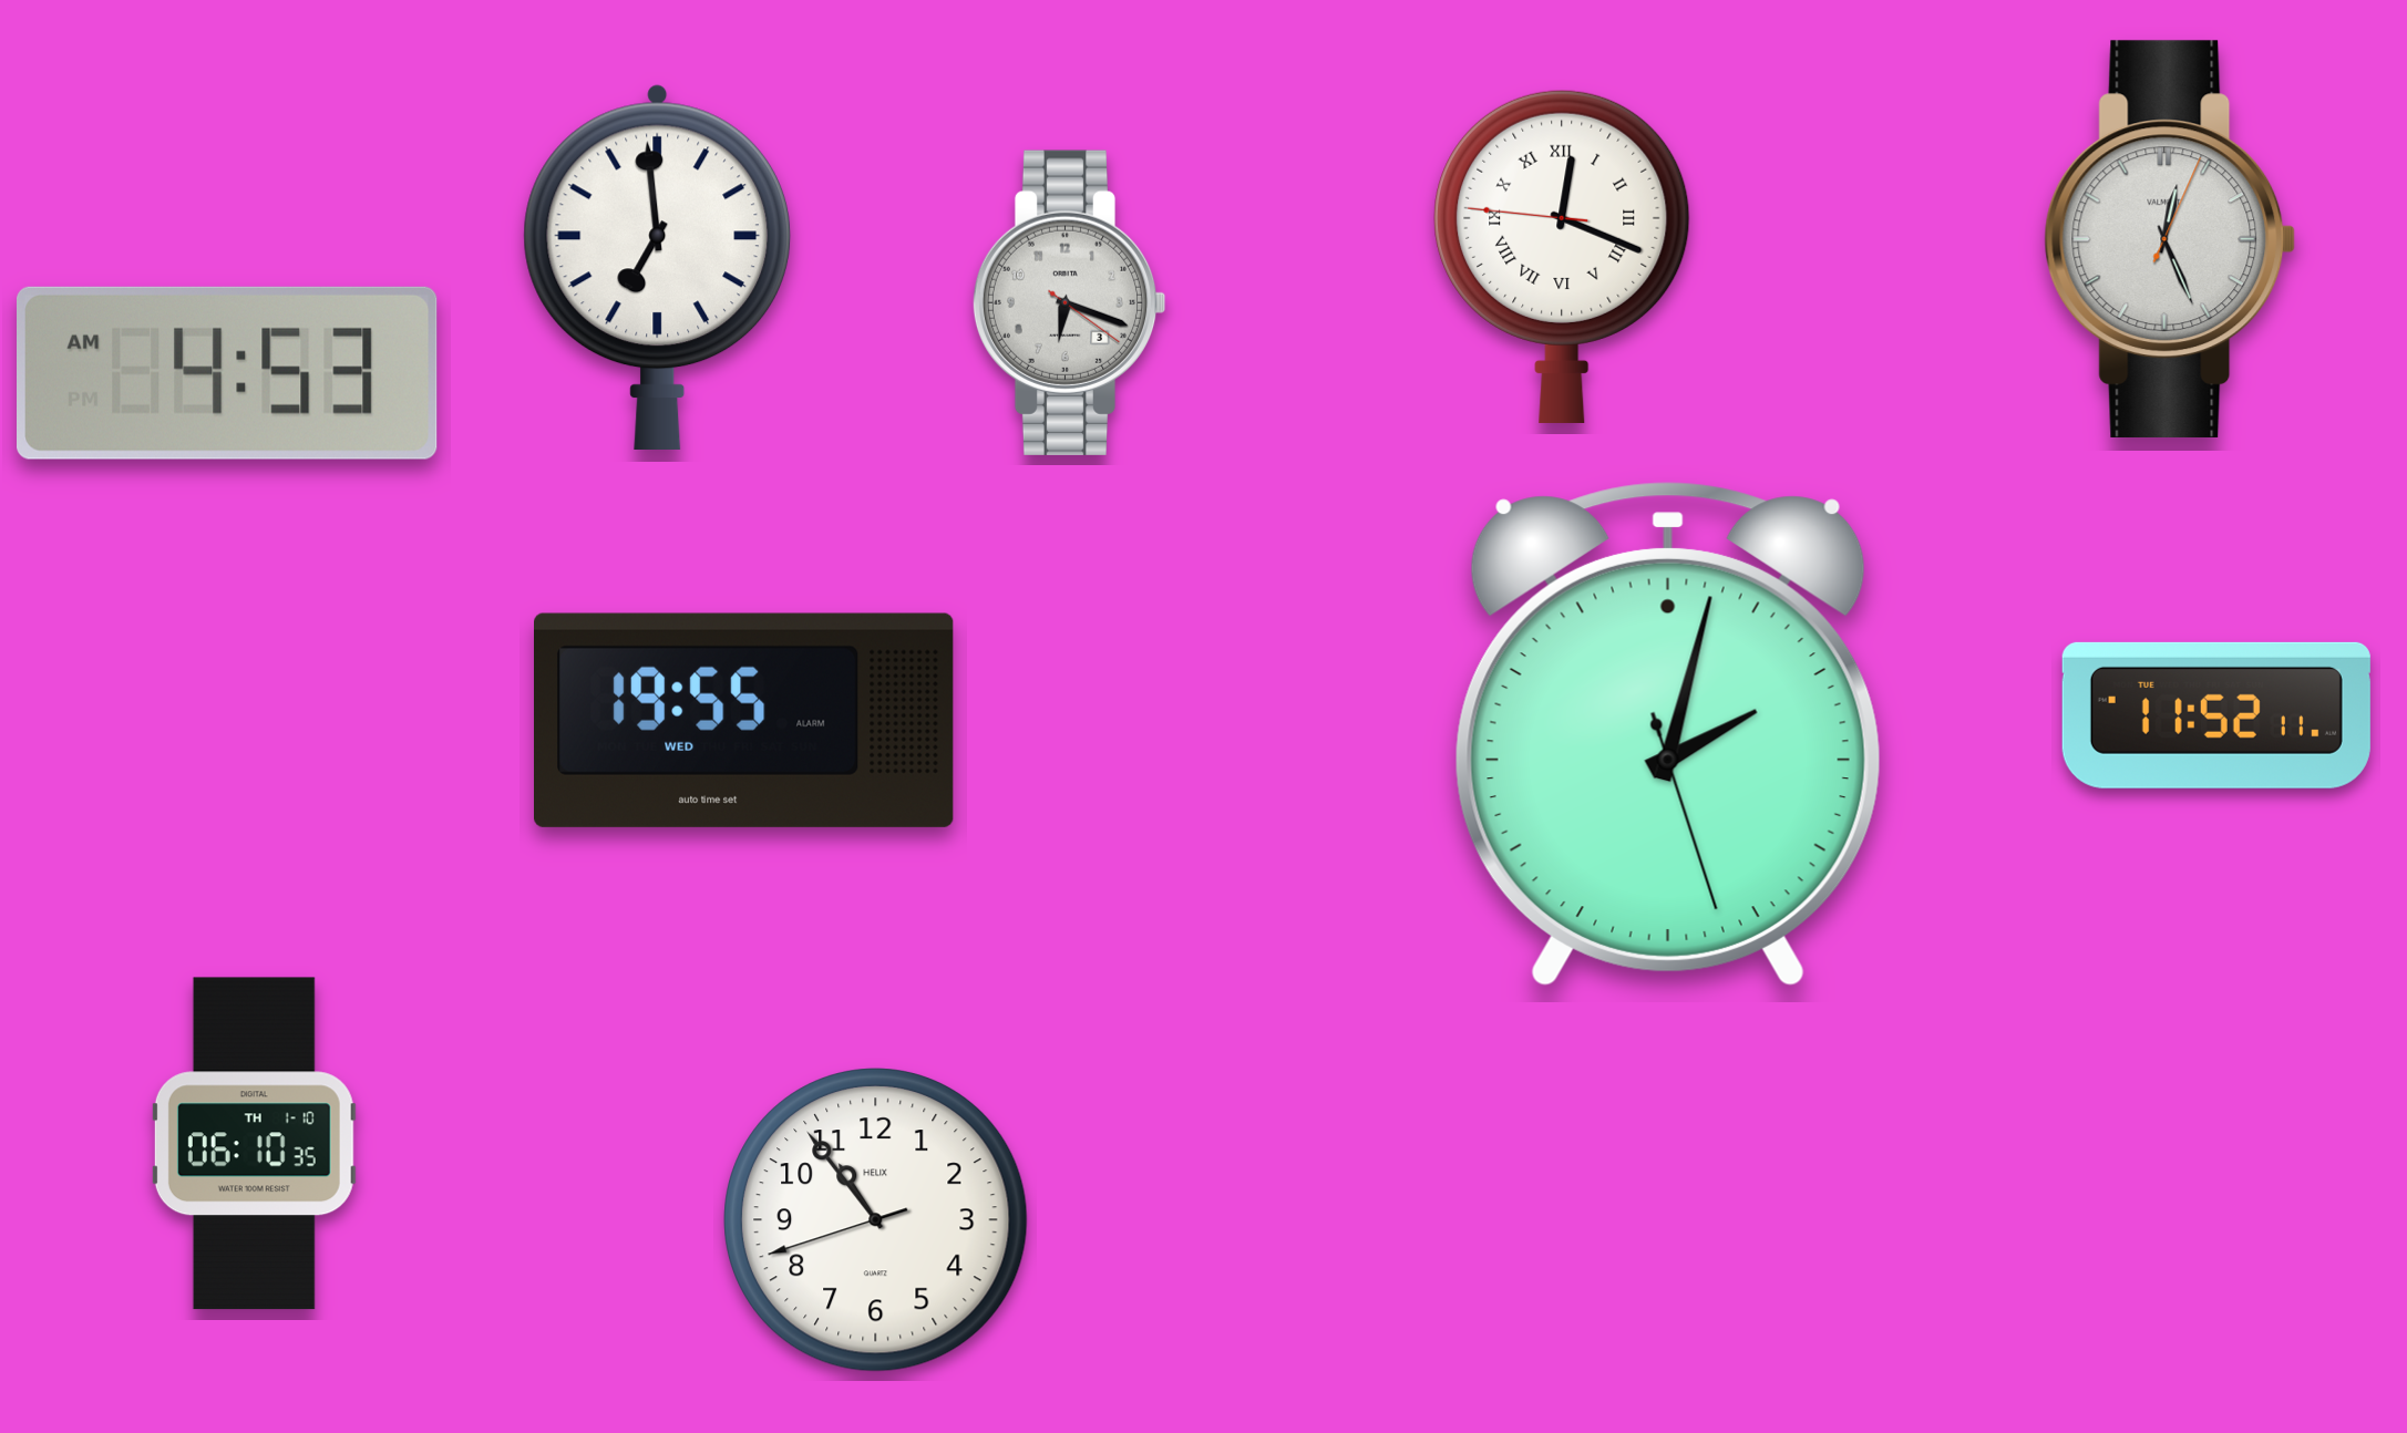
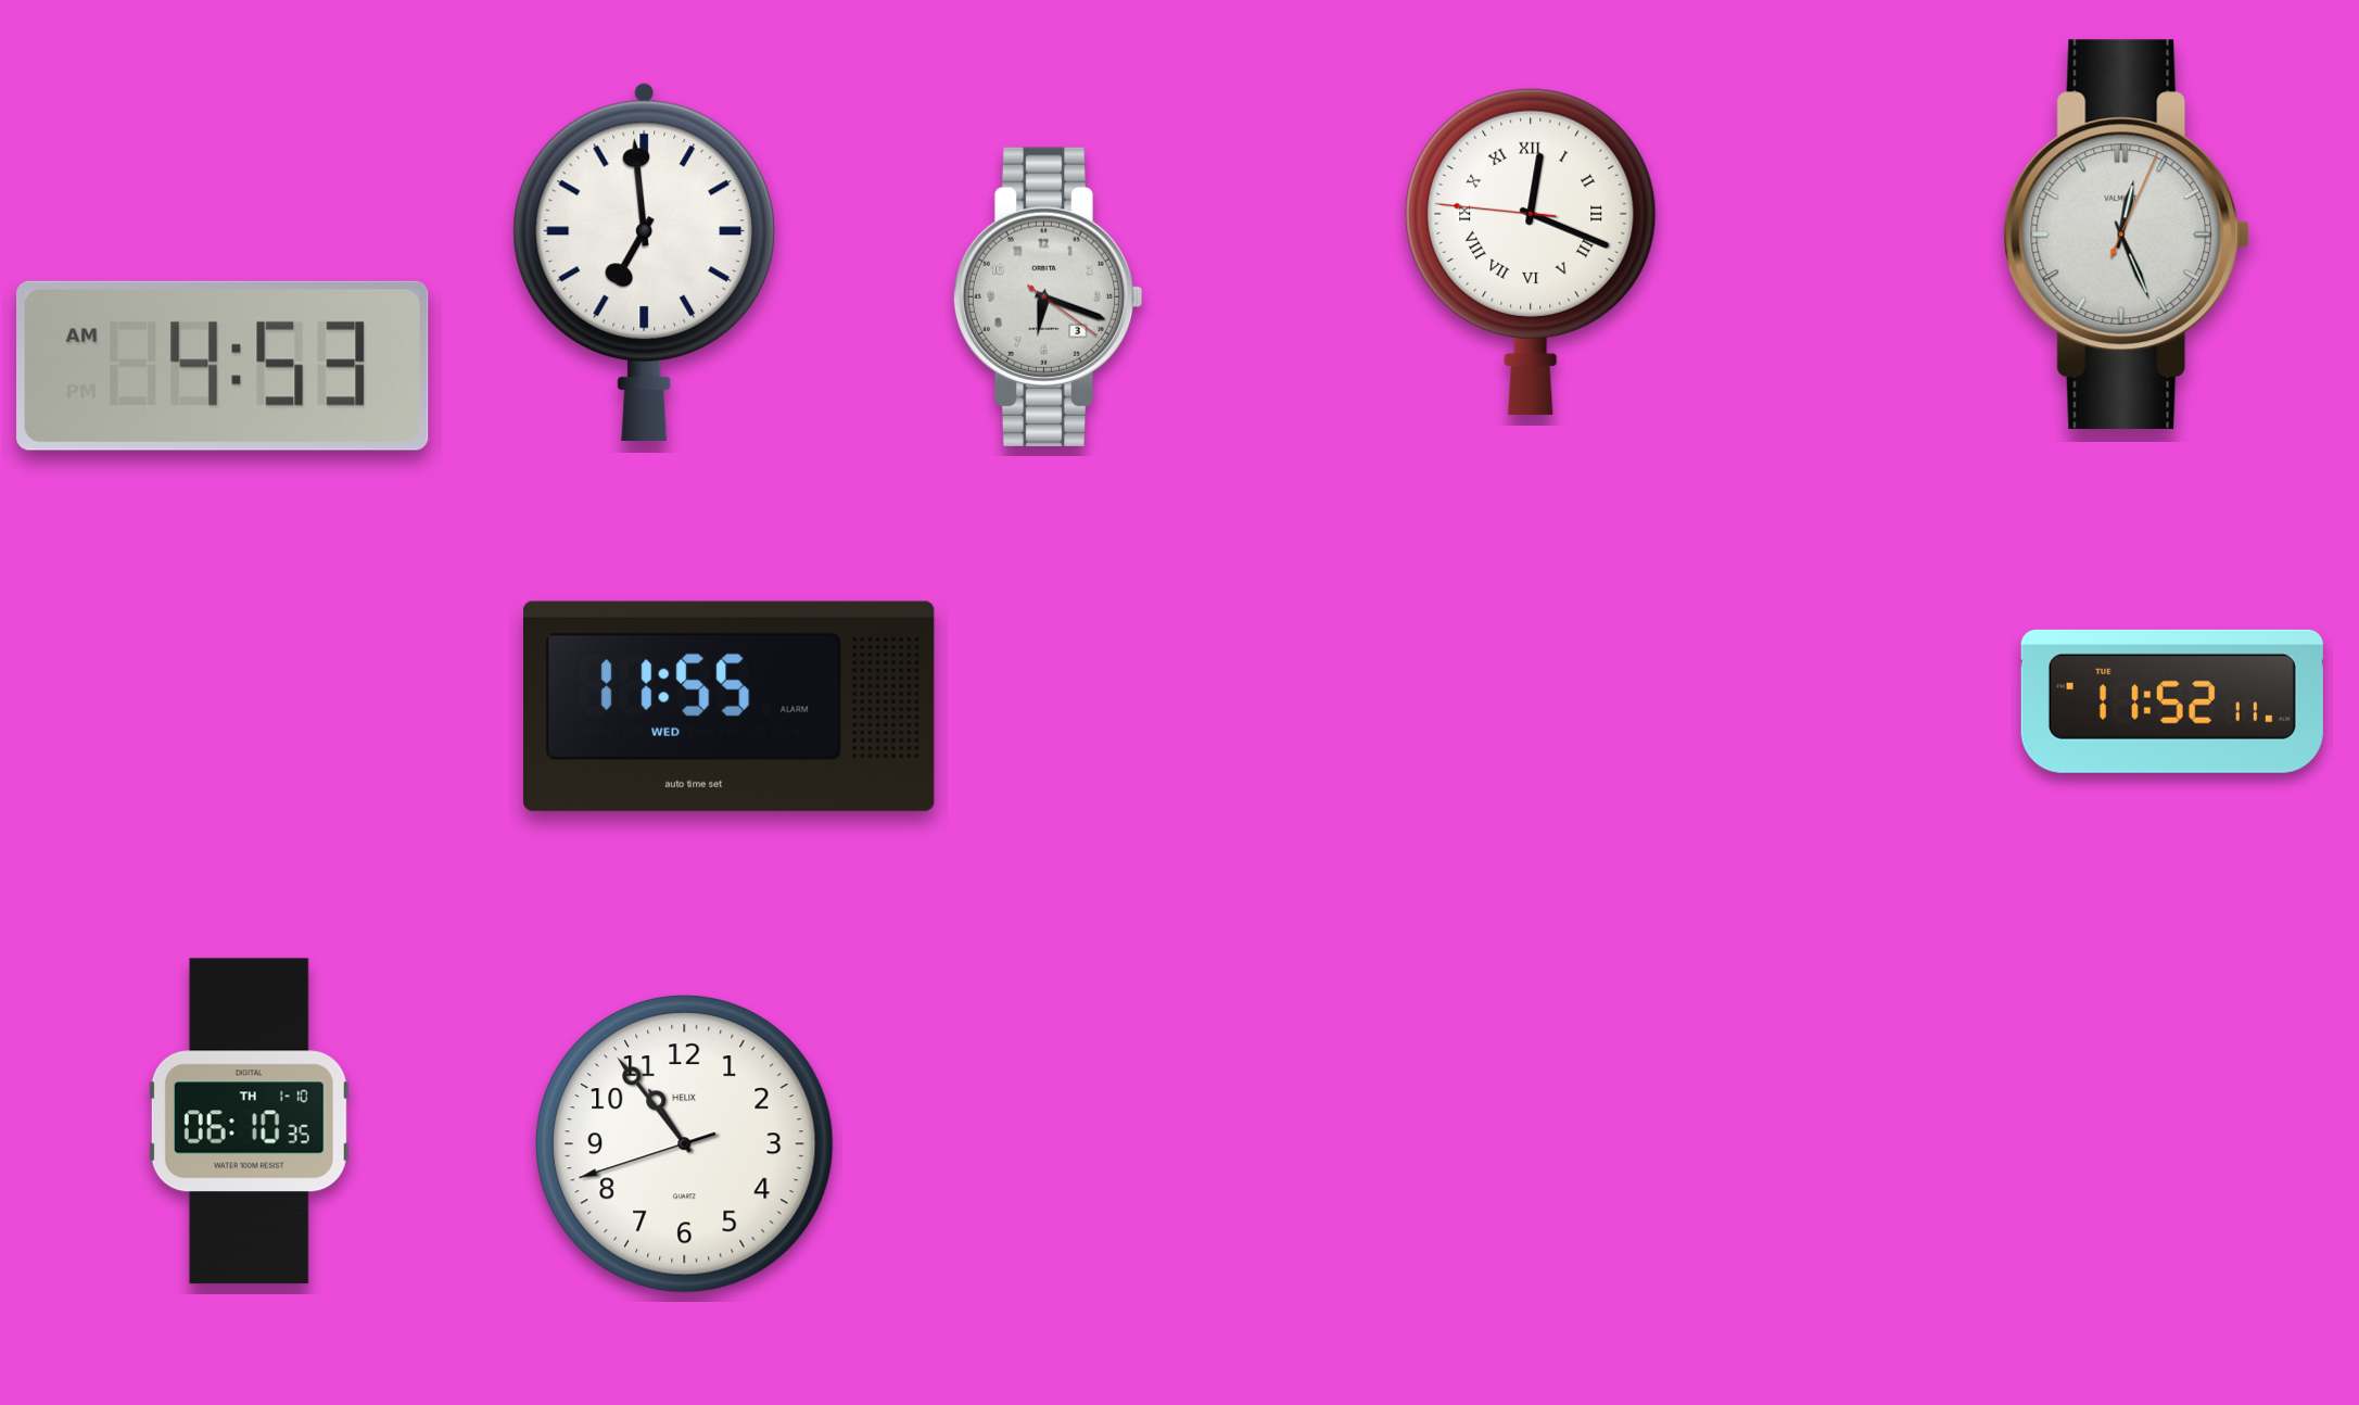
clock at (744, 720): 19:55 -> 11:55
clock at (1668, 734): 2:02 -> none
clock at (876, 1220) position: (876, 1220) -> (685, 1144)
